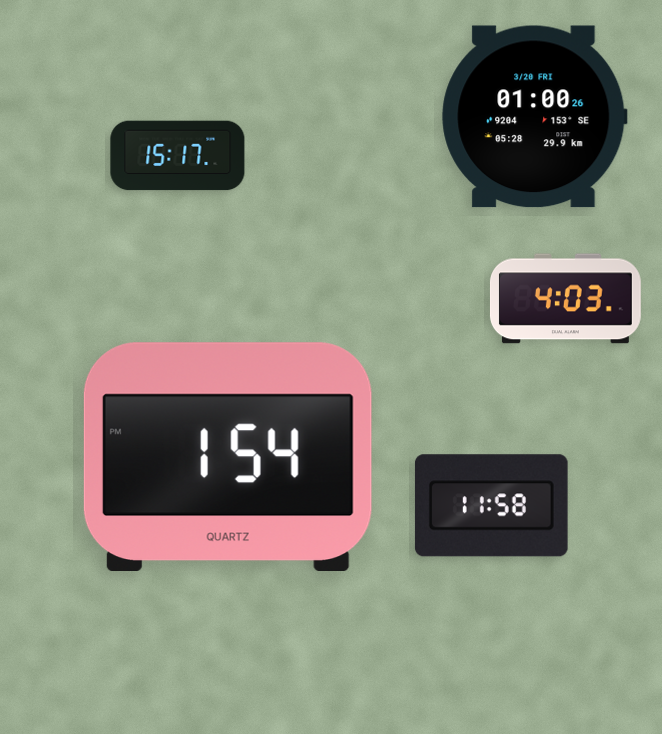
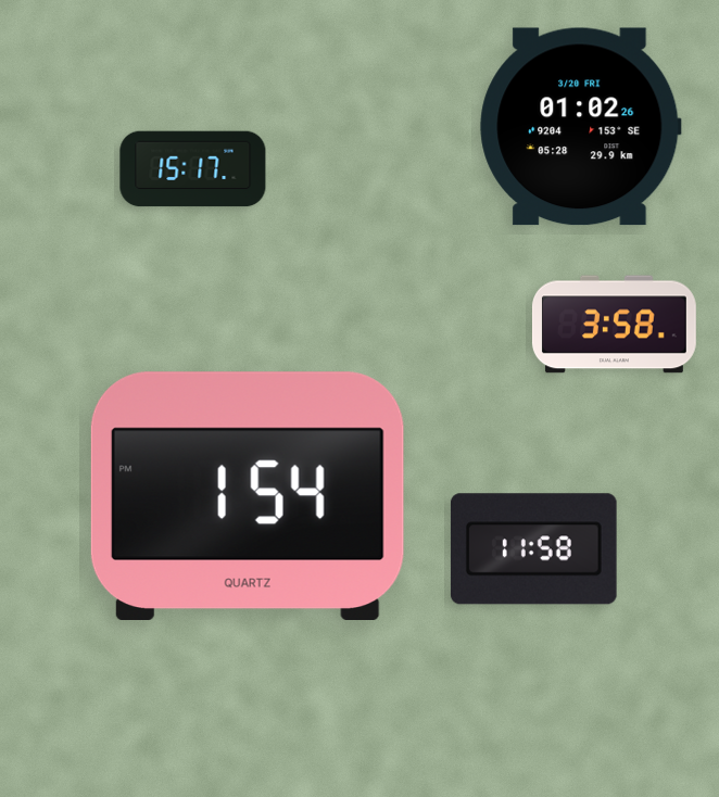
clock at (535, 117): 01:00 -> 01:02
clock at (565, 299): 4:03 -> 3:58
